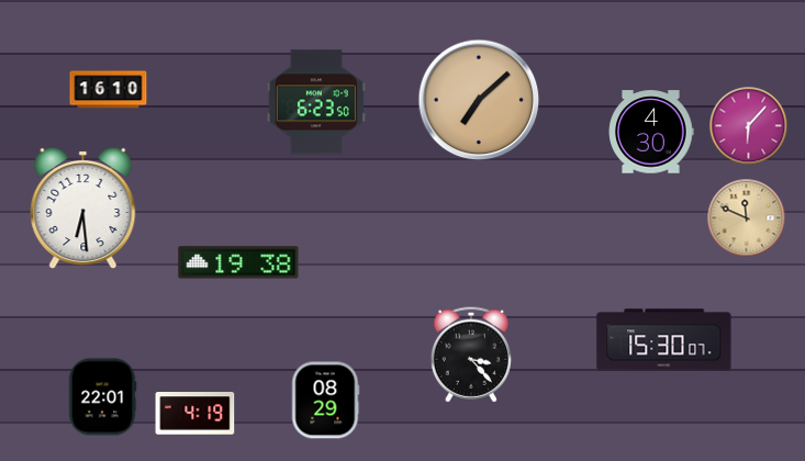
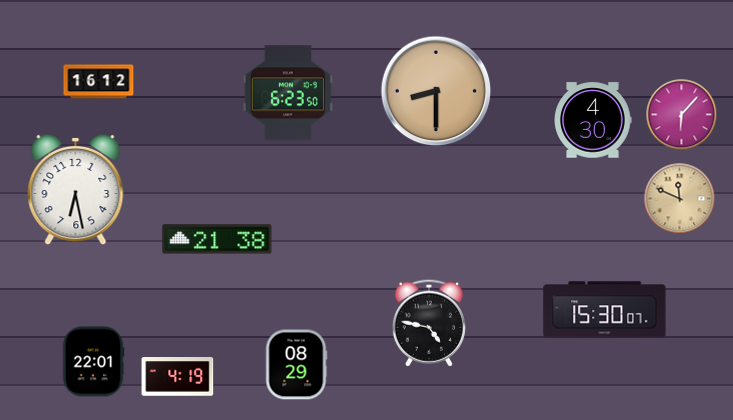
clock at (109, 90): 16:10 -> 16:12
clock at (479, 100): 7:08 -> 8:30
clock at (83, 209): 6:29 -> 6:28
clock at (238, 262): 19:38 -> 21:38
clock at (471, 355): 3:23 -> 4:47
